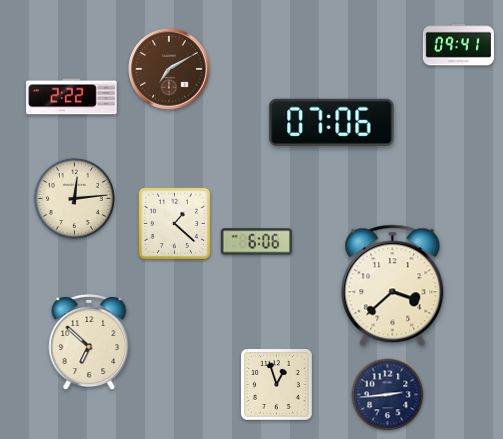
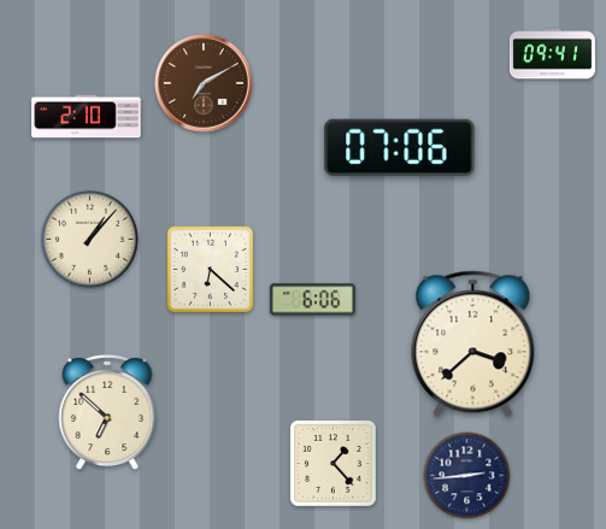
clock at (72, 97): 2:22 -> 2:10
clock at (74, 198): 12:14 -> 1:07
clock at (175, 224): 1:22 -> 6:22
clock at (256, 242) position: (256, 242) -> (312, 300)
clock at (277, 385): 12:57 -> 1:23
